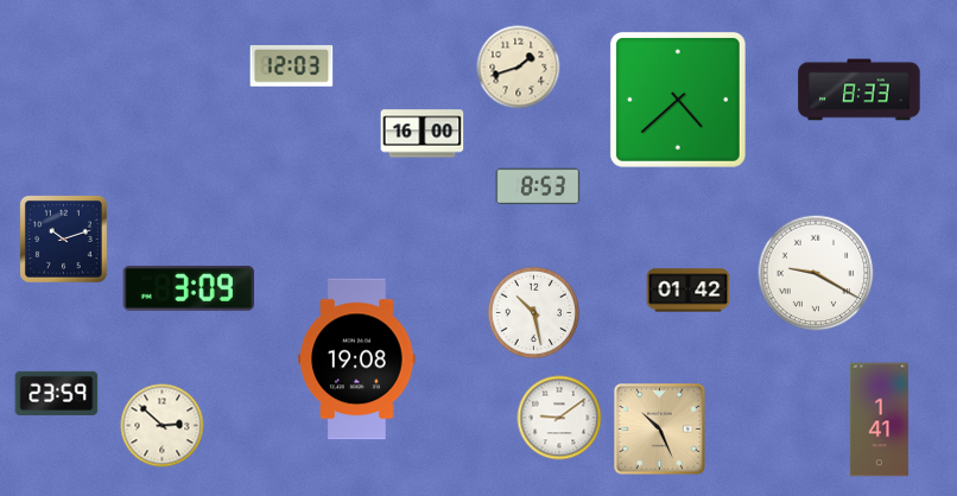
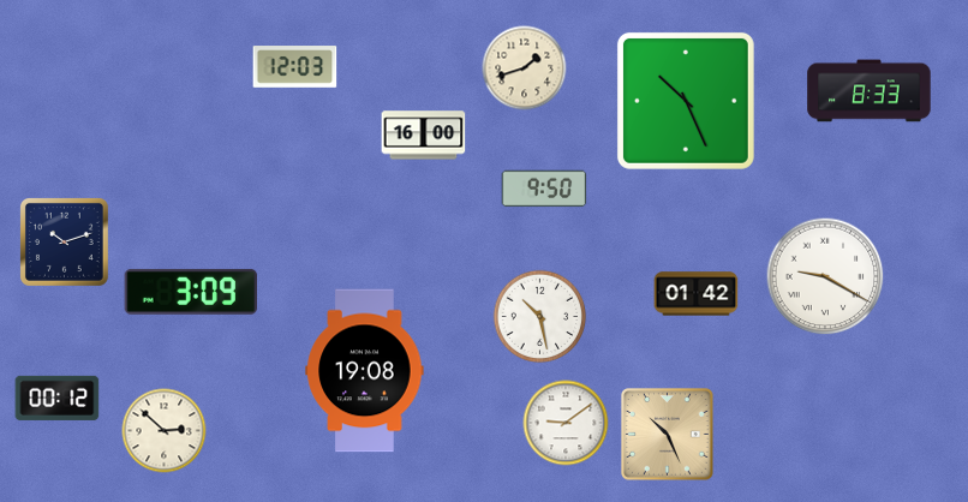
clock at (678, 100): 4:38 -> 10:26
clock at (423, 134) position: (423, 134) -> (424, 136)
clock at (538, 186): 8:53 -> 9:50
clock at (357, 360) position: (357, 360) -> (365, 371)
clock at (57, 393): 23:59 -> 00:12
clock at (879, 420): 1:41 -> none
